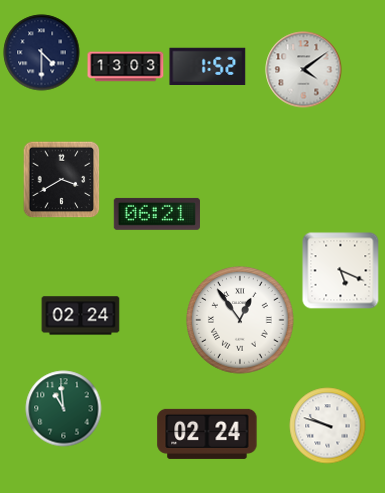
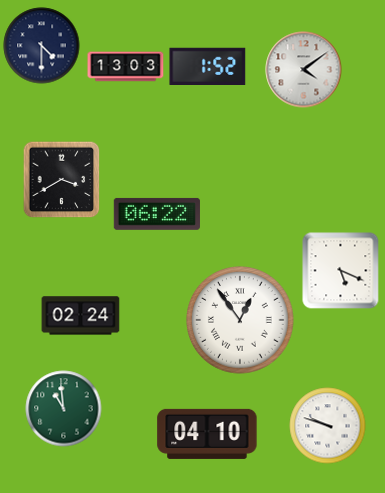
clock at (42, 53) position: (42, 53) -> (42, 46)
clock at (157, 214): 06:21 -> 06:22
clock at (207, 434): 02:24 -> 04:10
